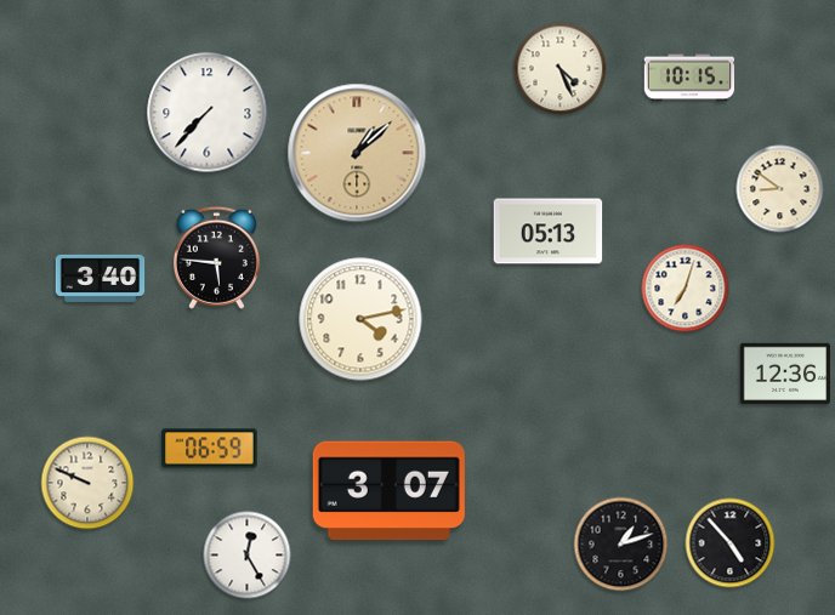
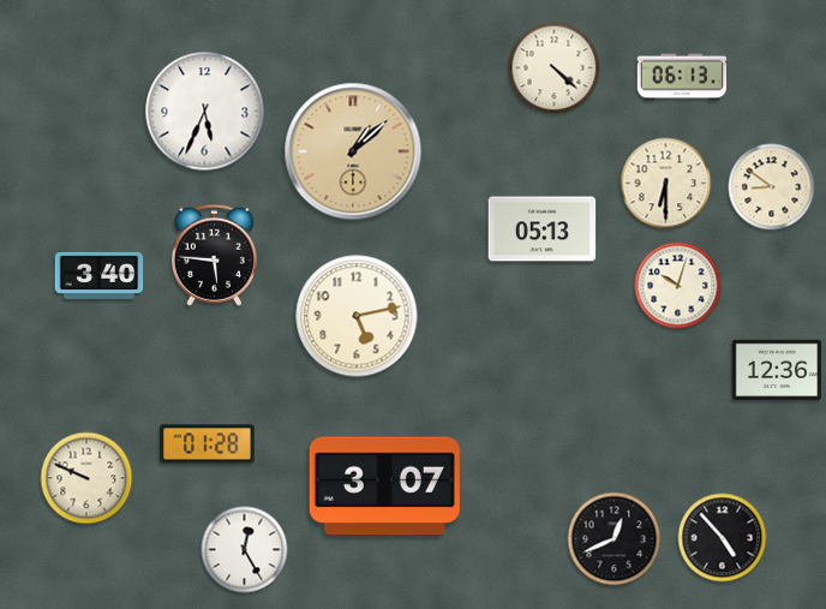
clock at (561, 69): 4:26 -> 4:22
clock at (688, 78): 10:15 -> 06:13
clock at (208, 113): 7:37 -> 5:34
clock at (666, 184): none -> 6:30
clock at (686, 289): 7:03 -> 10:03
clock at (360, 319): 4:13 -> 5:13
clock at (210, 449): 06:59 -> 01:28
clock at (621, 545): 1:12 -> 12:41
